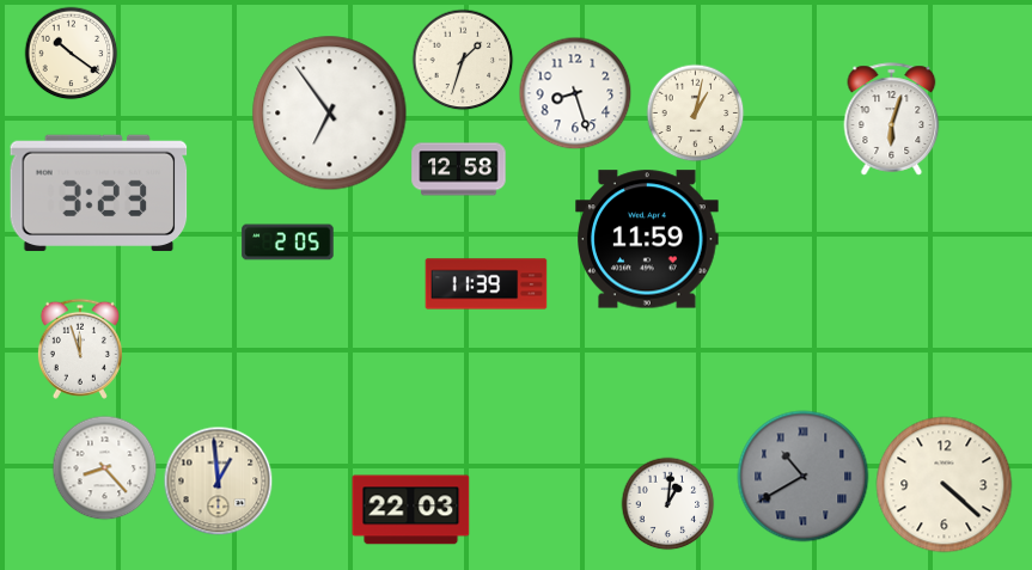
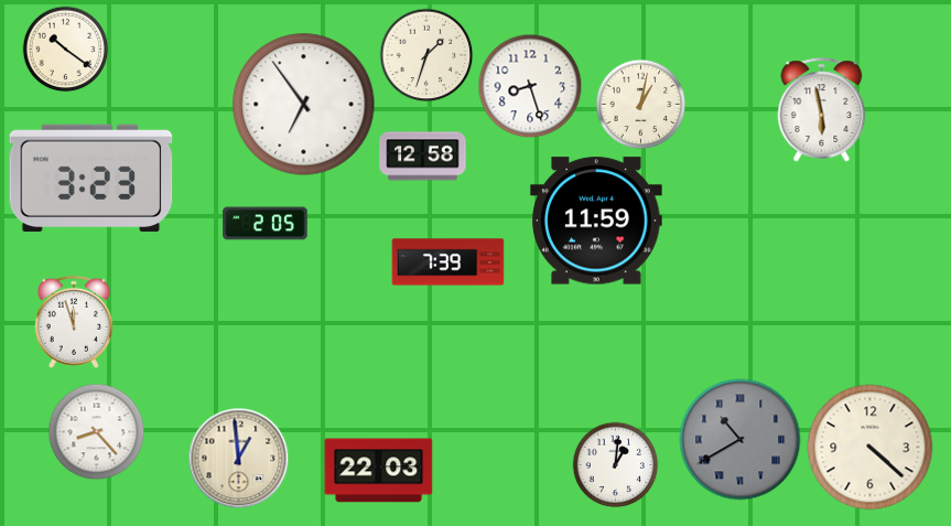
clock at (892, 119): 6:03 -> 5:58
clock at (487, 284): 11:39 -> 7:39
clock at (218, 480) position: (218, 480) -> (238, 458)
